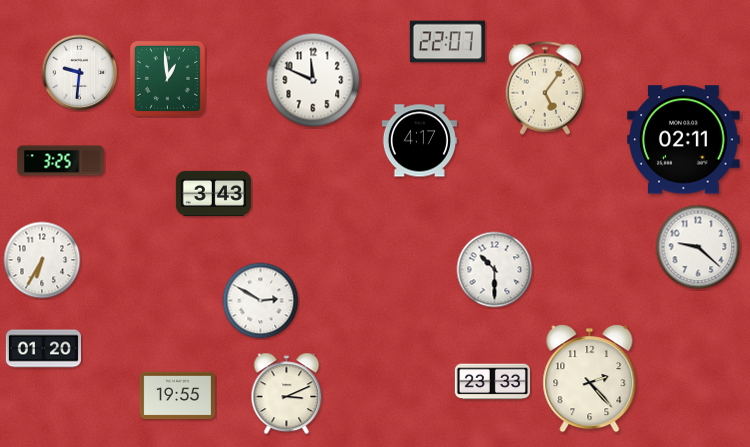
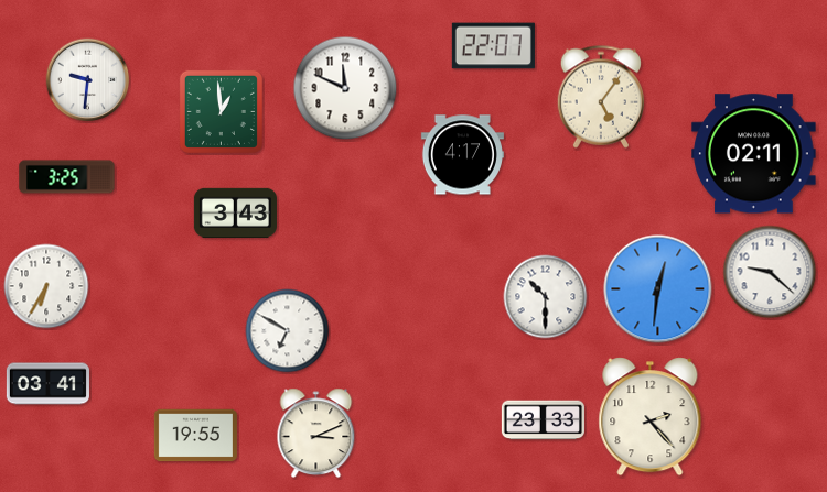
clock at (167, 78) position: (167, 78) -> (221, 111)
clock at (658, 289): none -> 12:31
clock at (261, 301): 2:50 -> 6:50
clock at (43, 349): 01:20 -> 03:41
